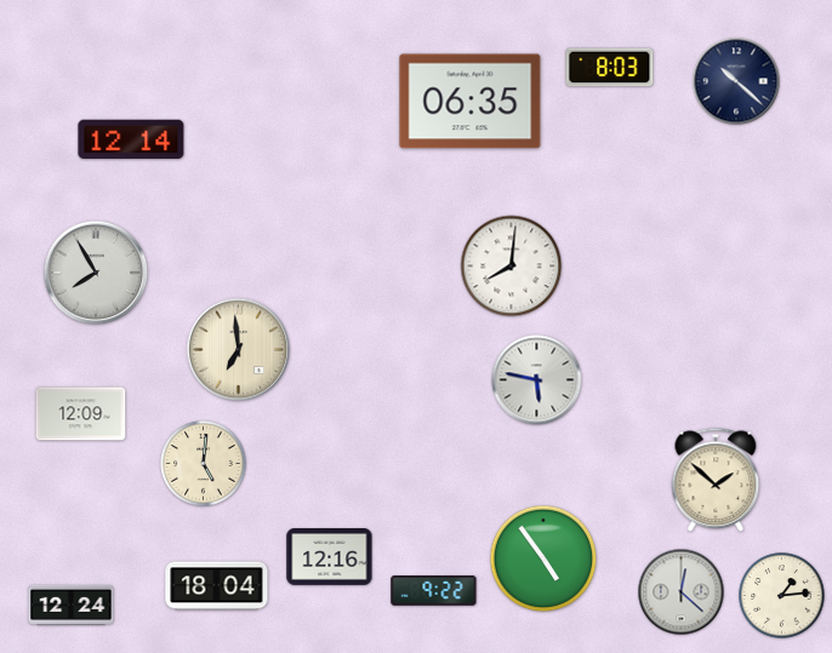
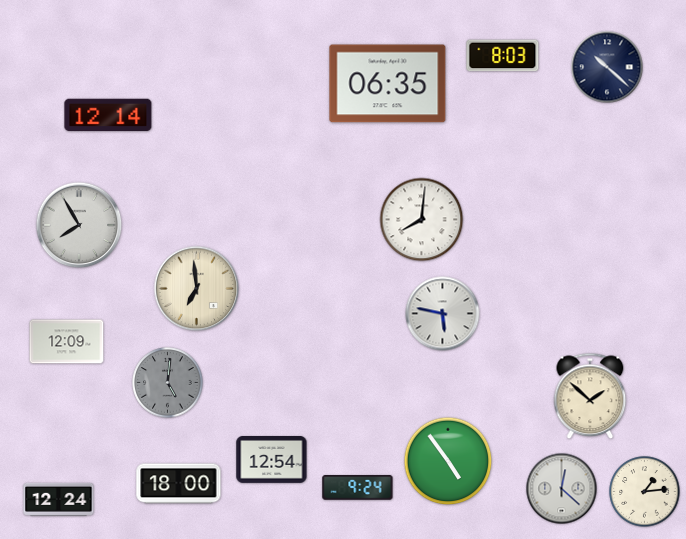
clock at (204, 464) dial: cream -> grey
clock at (330, 557): 12:16 -> 12:54
clock at (217, 586): 18:04 -> 18:00
clock at (434, 591): 9:22 -> 9:24
